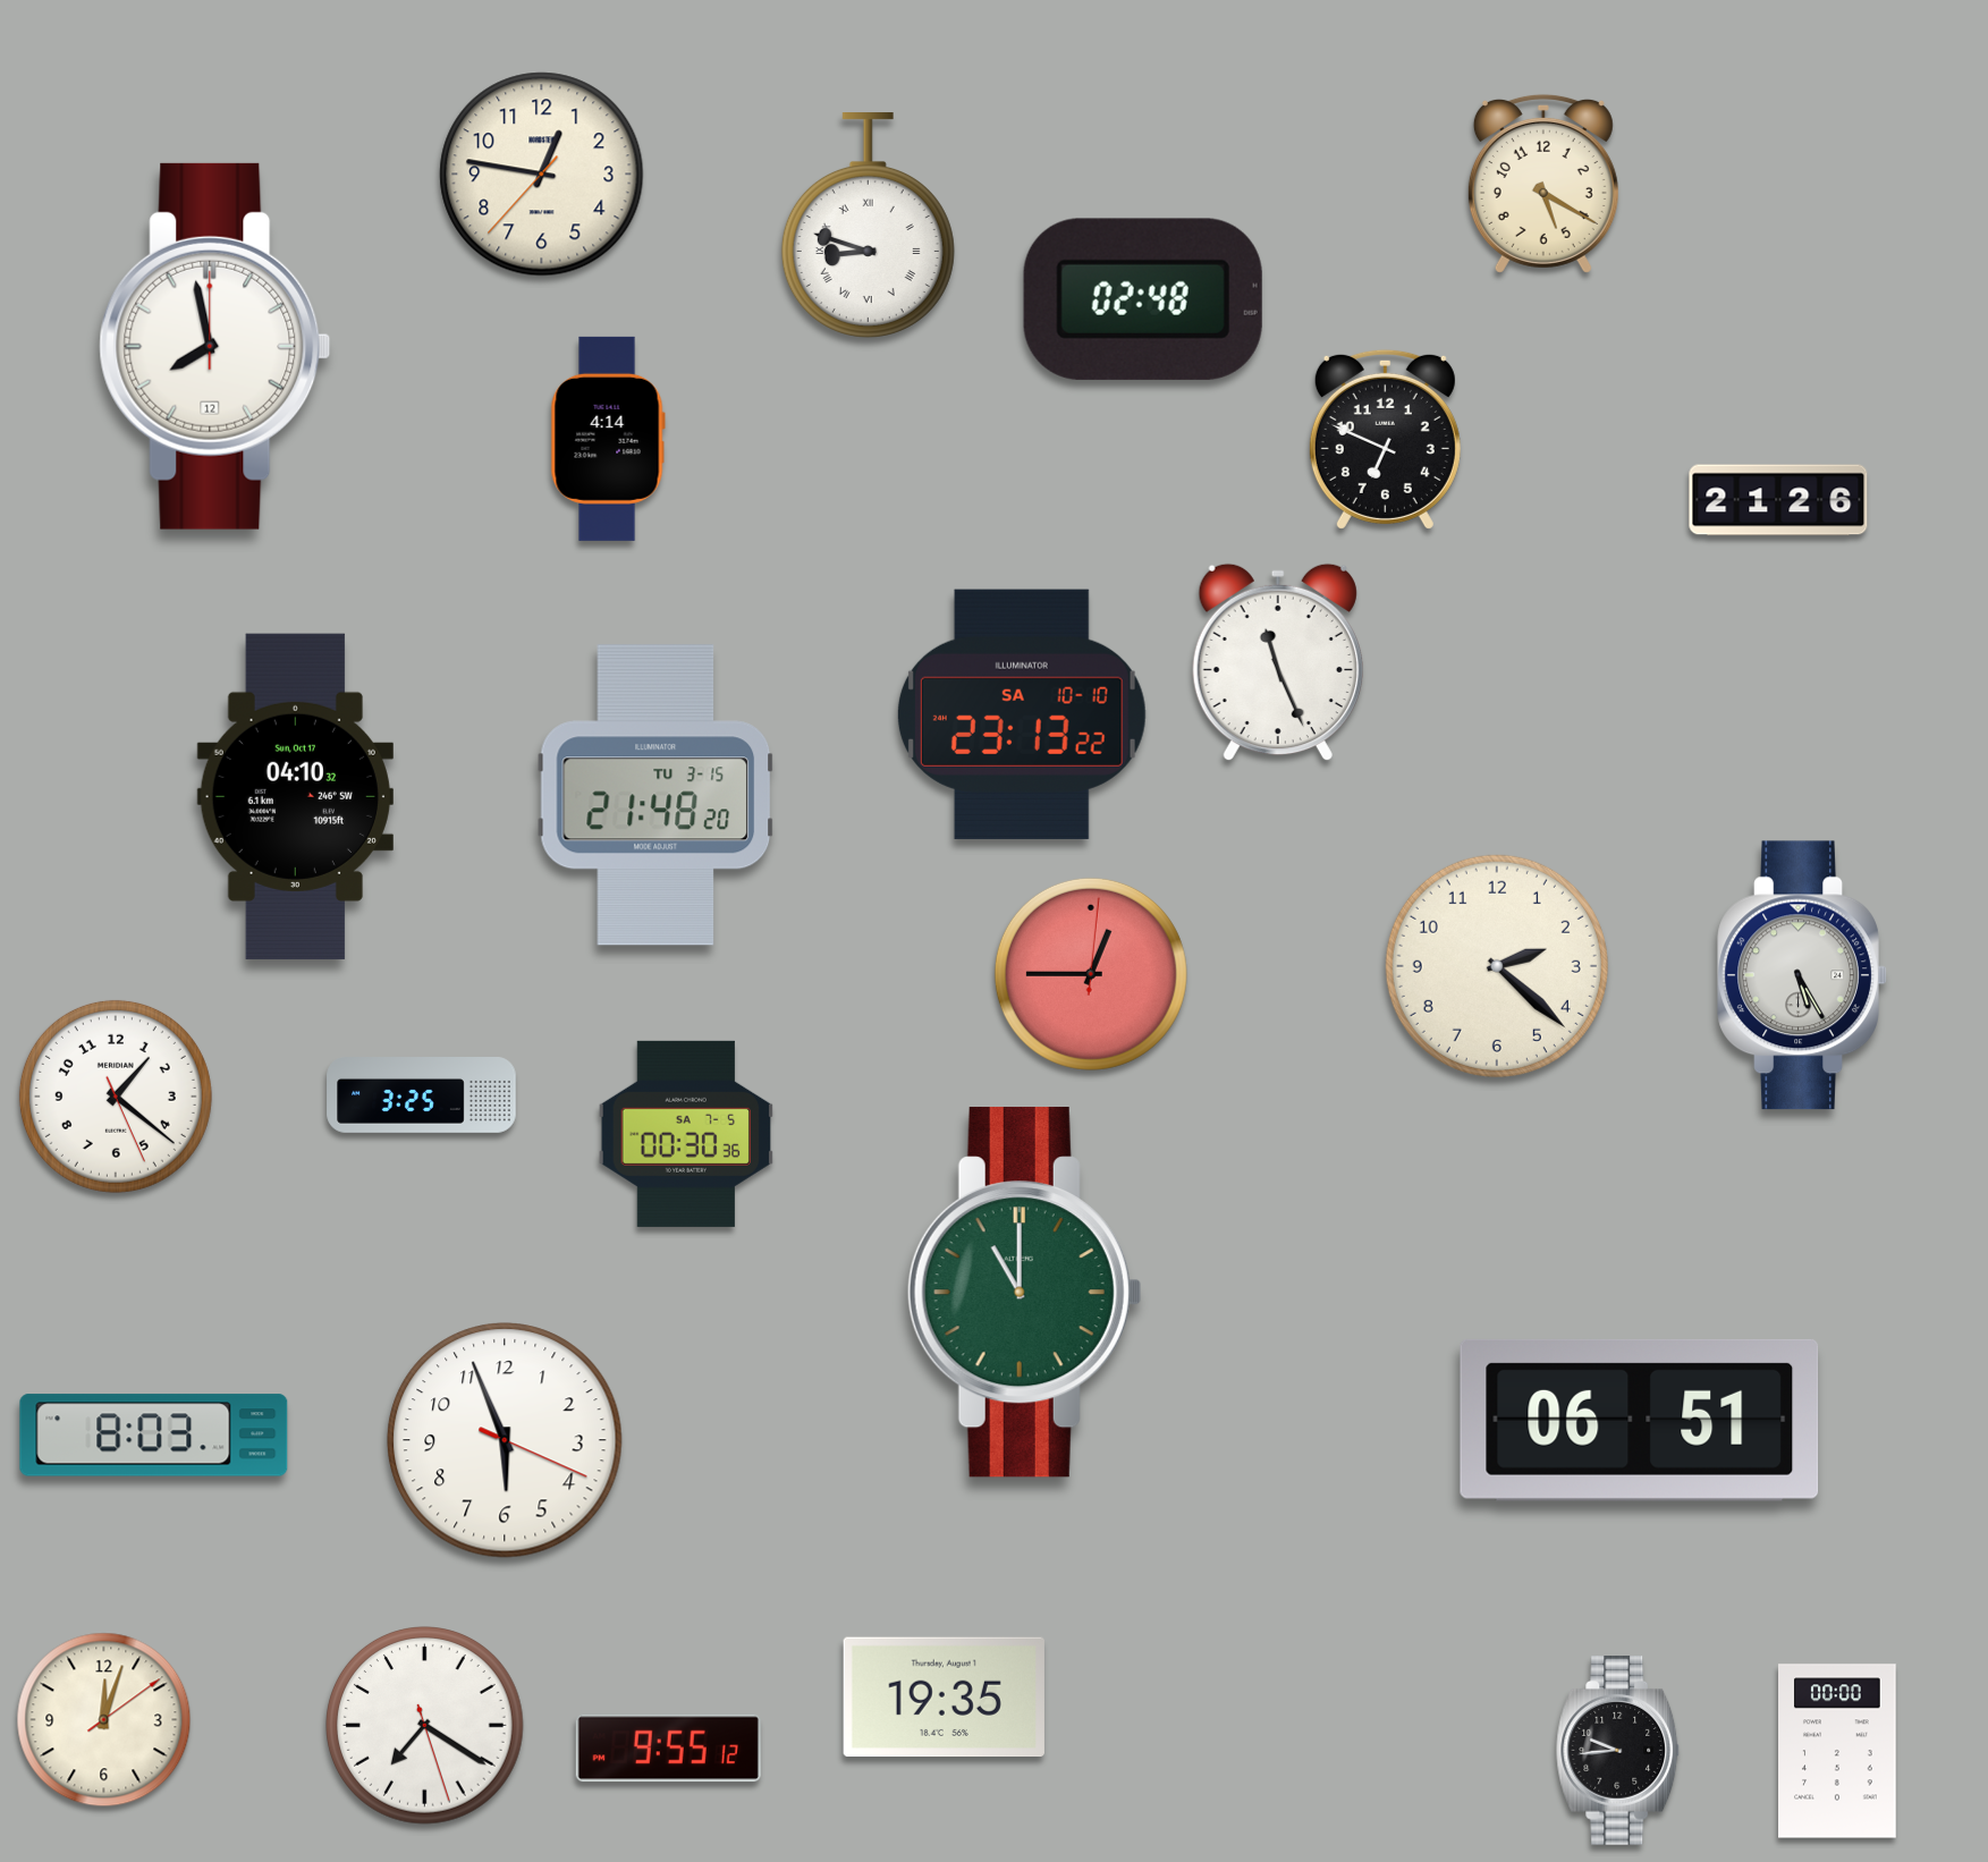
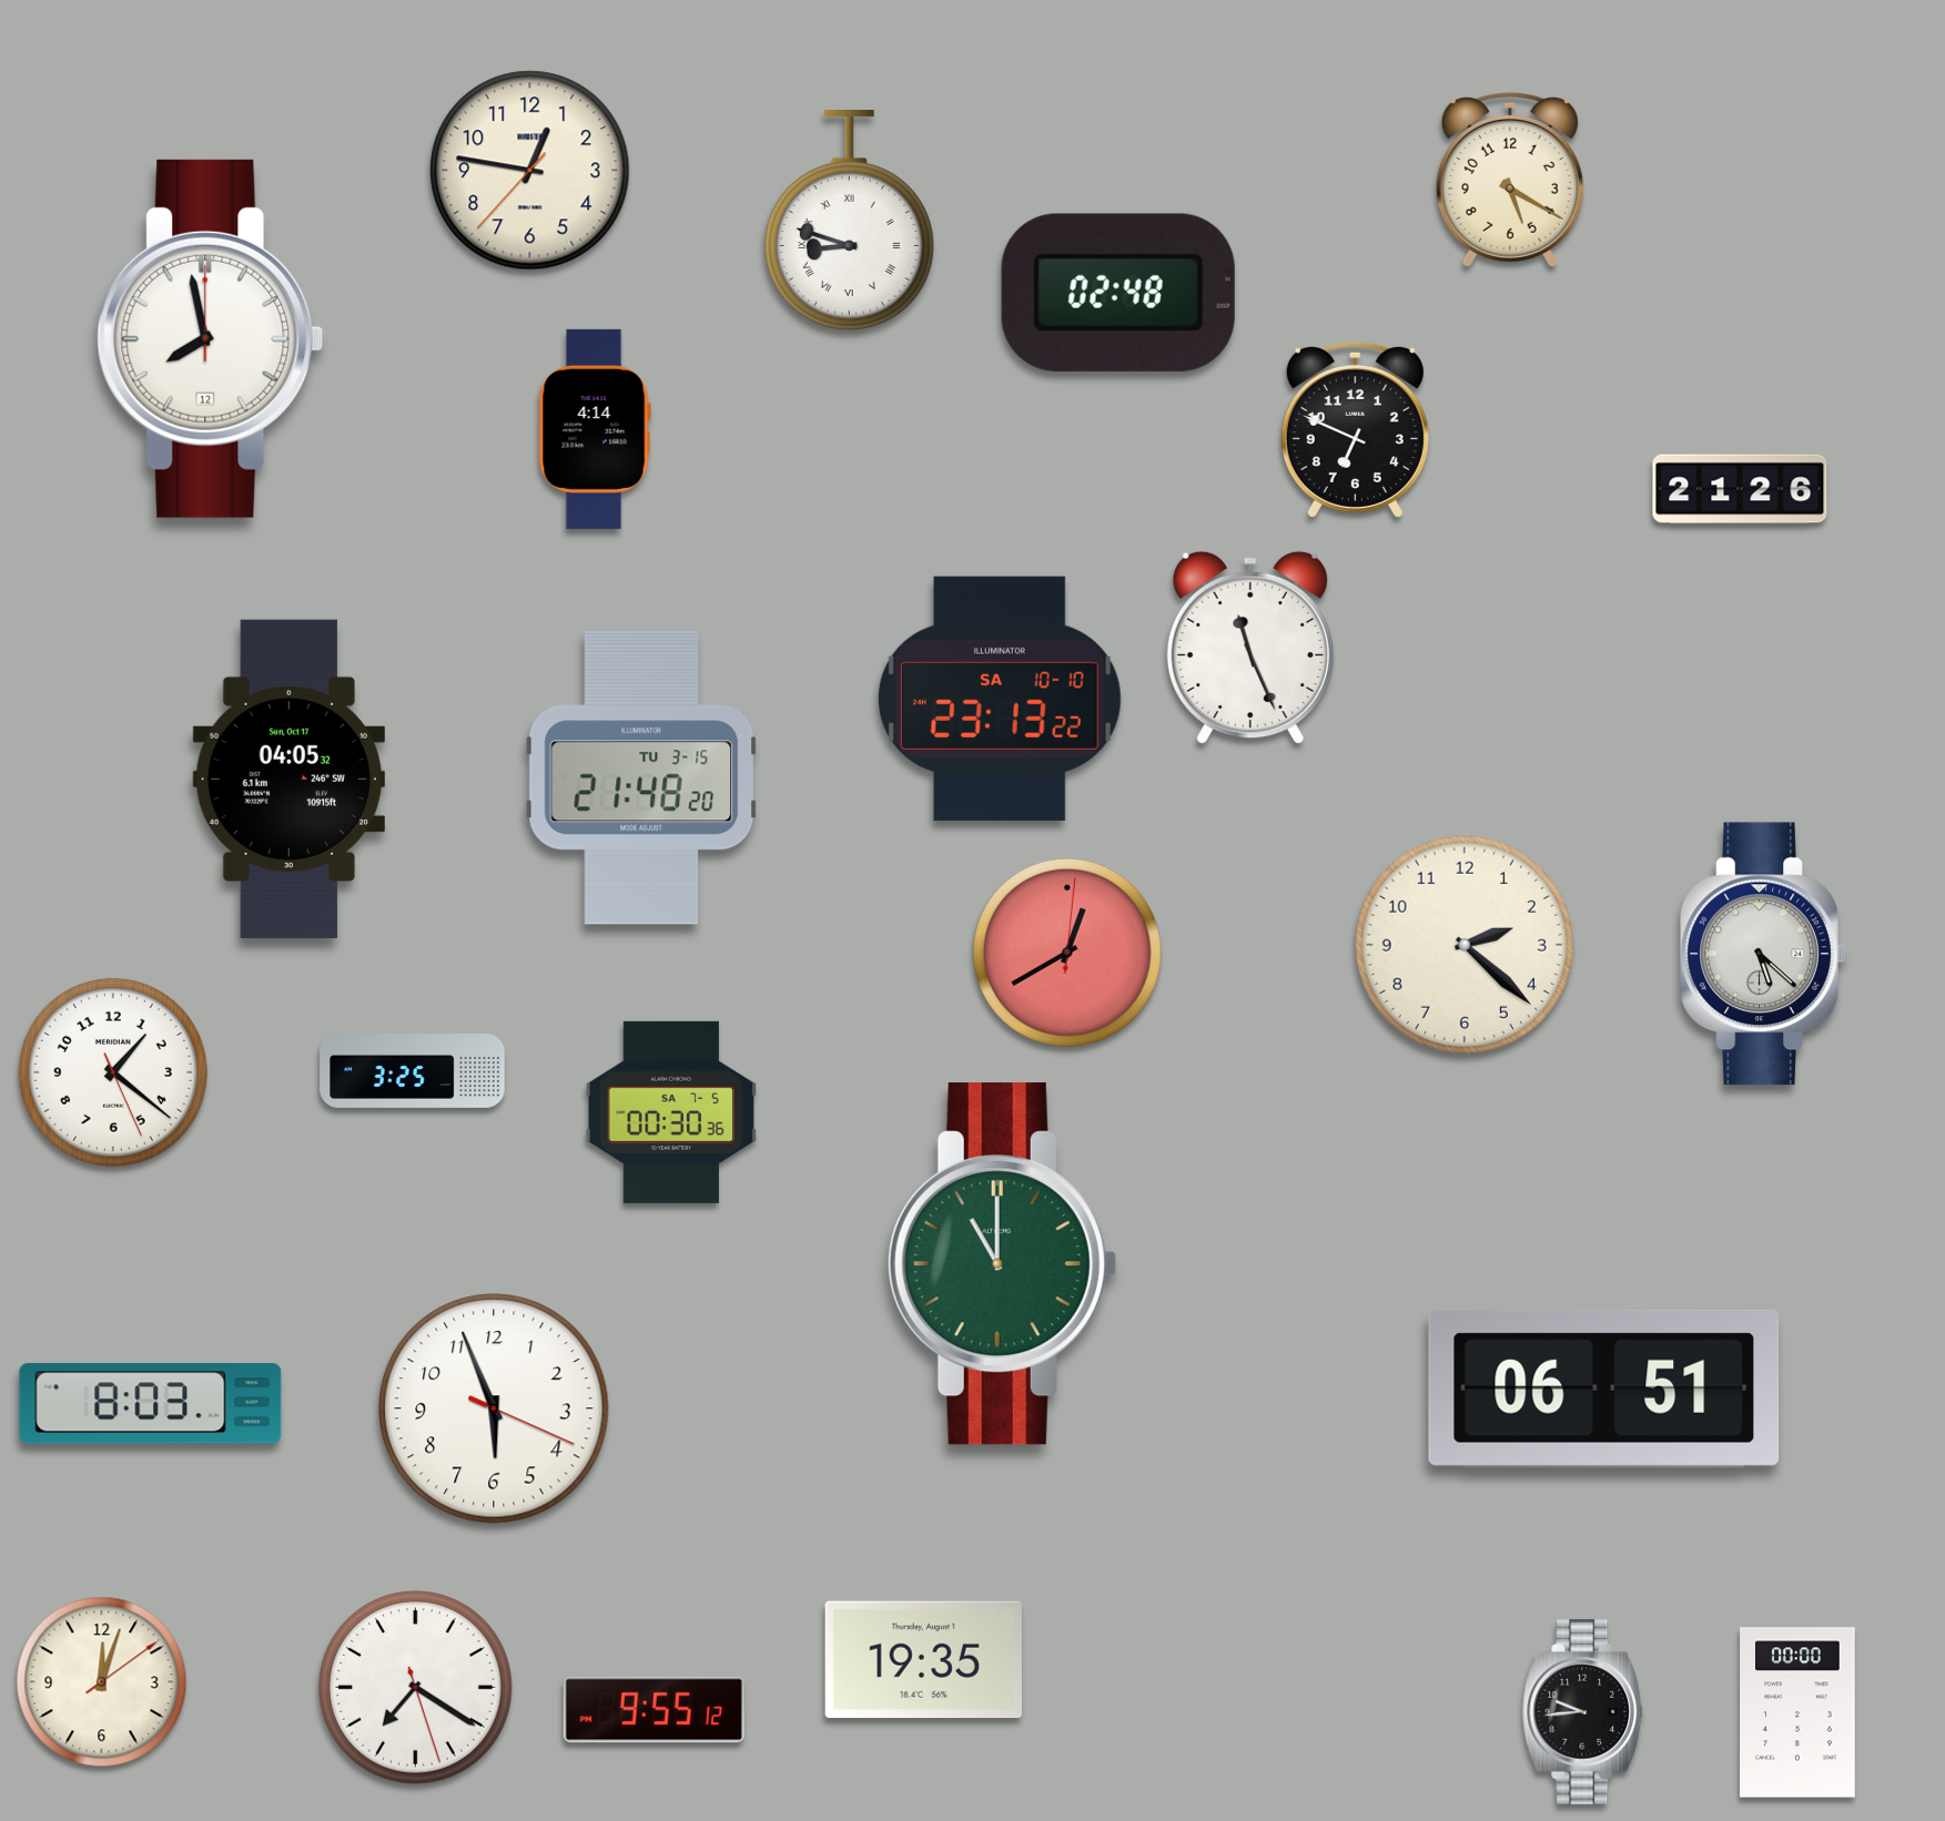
clock at (295, 796): 04:10 -> 04:05
clock at (1091, 974): 12:45 -> 12:40
clock at (1802, 975): 5:25 -> 5:22
clock at (685, 1134) position: (685, 1134) -> (670, 1112)
